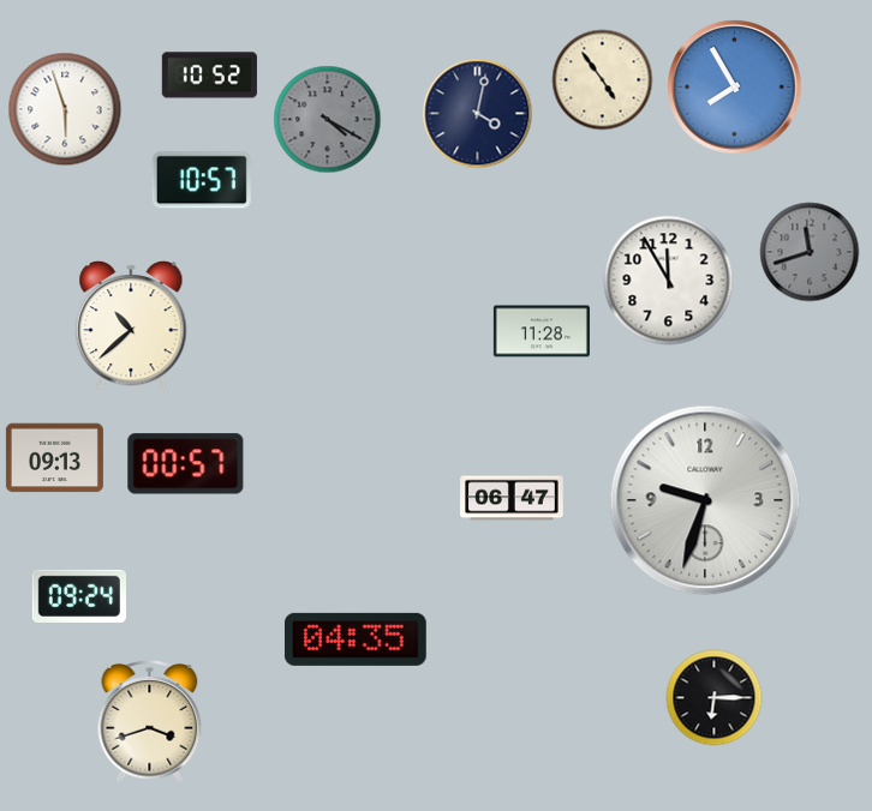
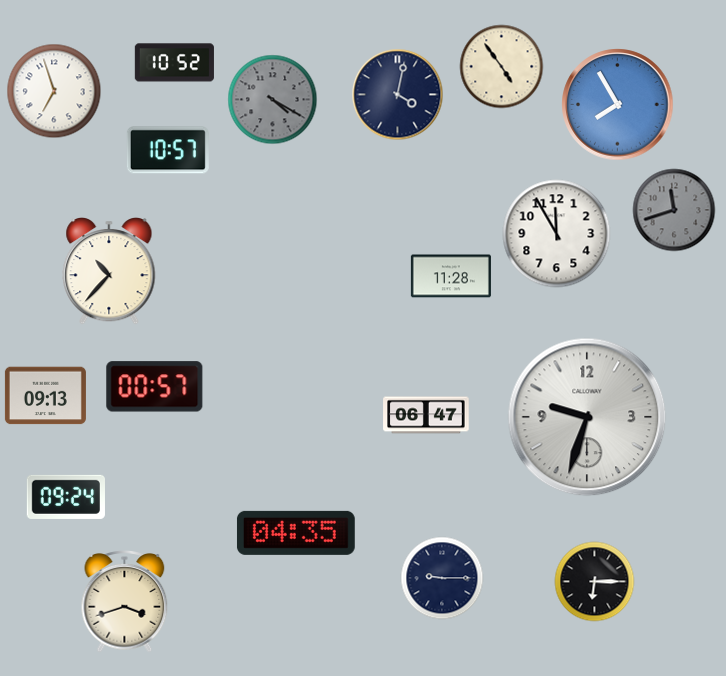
clock at (735, 88) position: (735, 88) -> (618, 105)
clock at (65, 109): 5:57 -> 6:57
clock at (131, 326): 10:38 -> 10:37
clock at (54, 458) position: (54, 458) -> (45, 396)
clock at (442, 578): none -> 9:15
